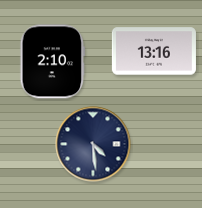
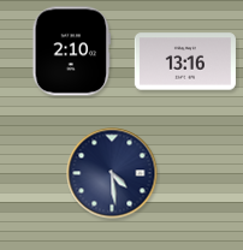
clock at (53, 62) position: (53, 62) -> (72, 52)
